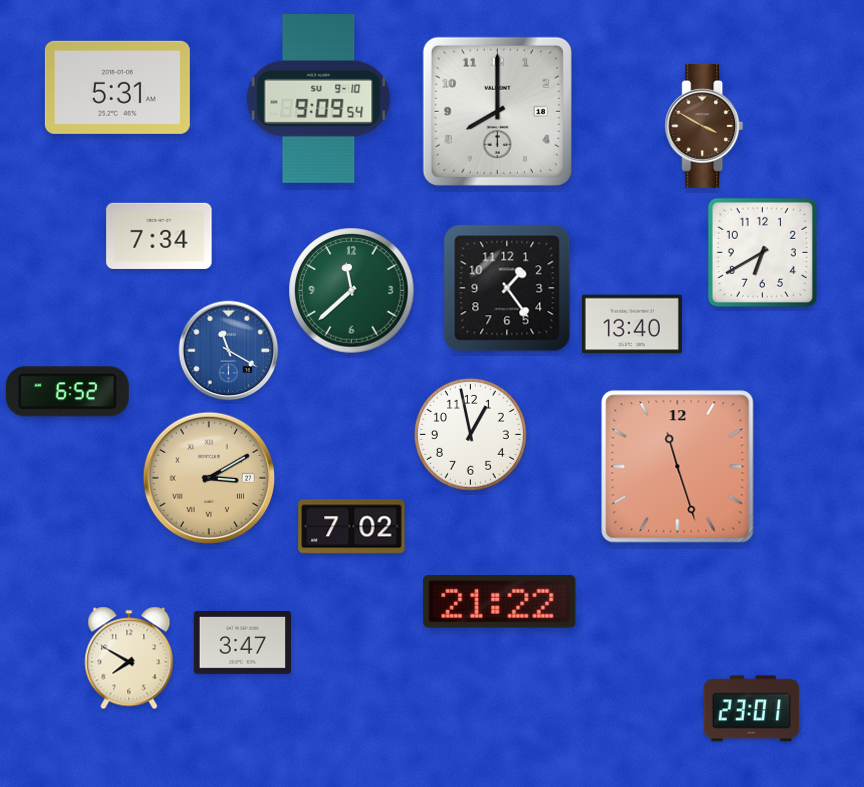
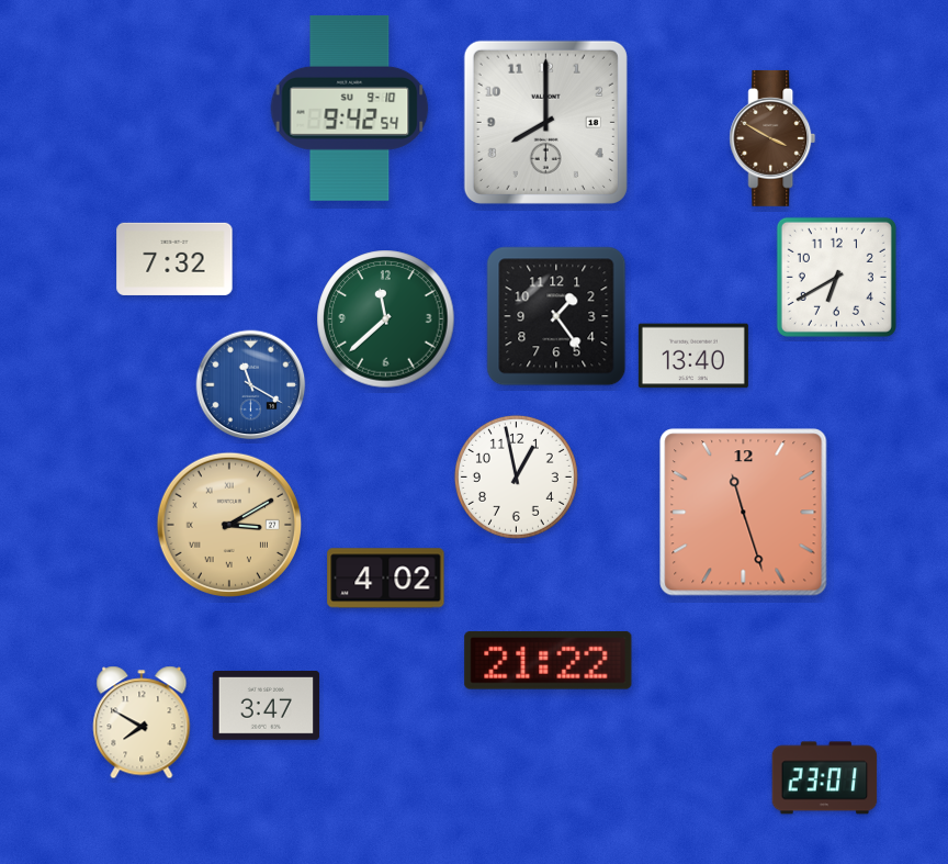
clock at (117, 87): 5:31 -> none
clock at (319, 98): 9:09 -> 9:42
clock at (159, 236): 7:34 -> 7:32
clock at (67, 392): 6:52 -> none
clock at (352, 527): 7:02 -> 4:02
